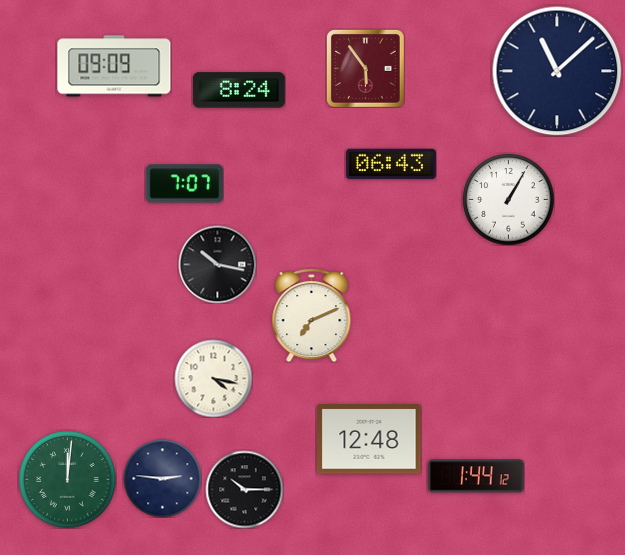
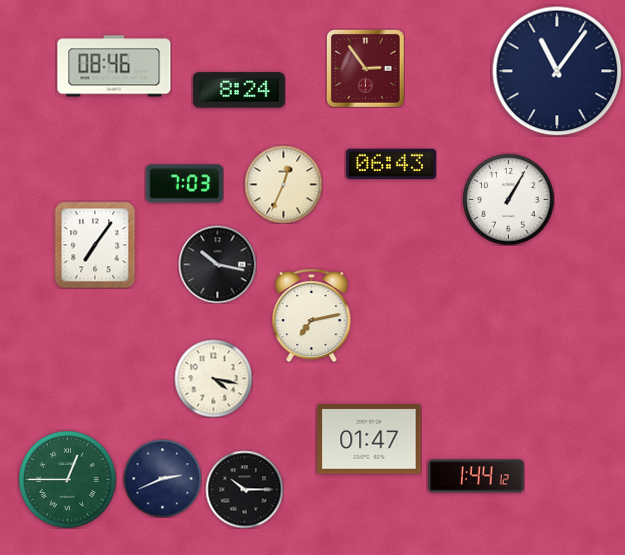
clock at (114, 66): 09:09 -> 08:46
clock at (365, 68): 5:54 -> 2:54
clock at (557, 71): 11:08 -> 11:06
clock at (184, 184): 7:07 -> 7:03
clock at (283, 184): none -> 12:34
clock at (95, 245): none -> 7:06
clock at (312, 315): 7:11 -> 7:13
clock at (369, 439): 12:48 -> 01:47
clock at (162, 478): 2:46 -> 2:41
clock at (68, 480): 12:01 -> 12:45
